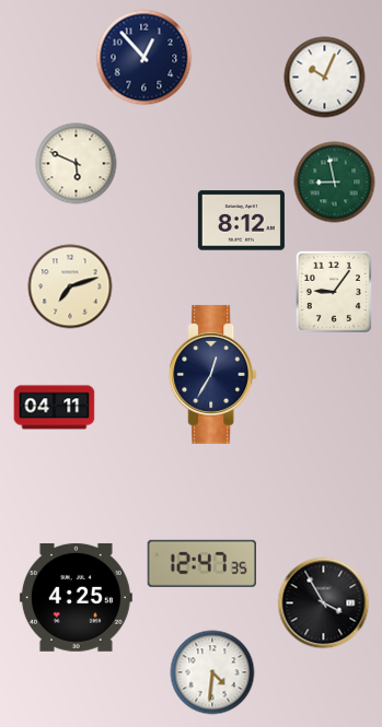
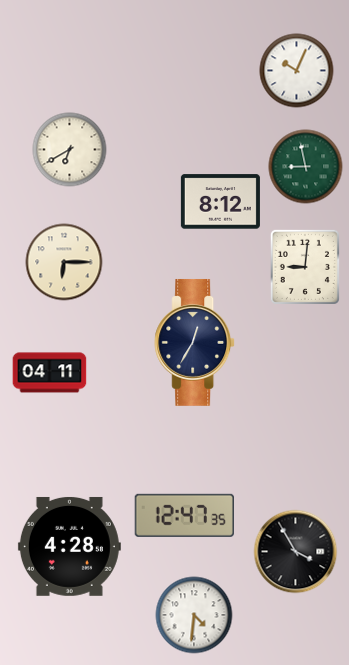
clock at (144, 58): 12:53 -> none
clock at (77, 164): 5:49 -> 6:40
clock at (70, 286): 7:12 -> 6:15
clock at (334, 292): 9:06 -> 9:01
clock at (76, 597): 4:25 -> 4:28
